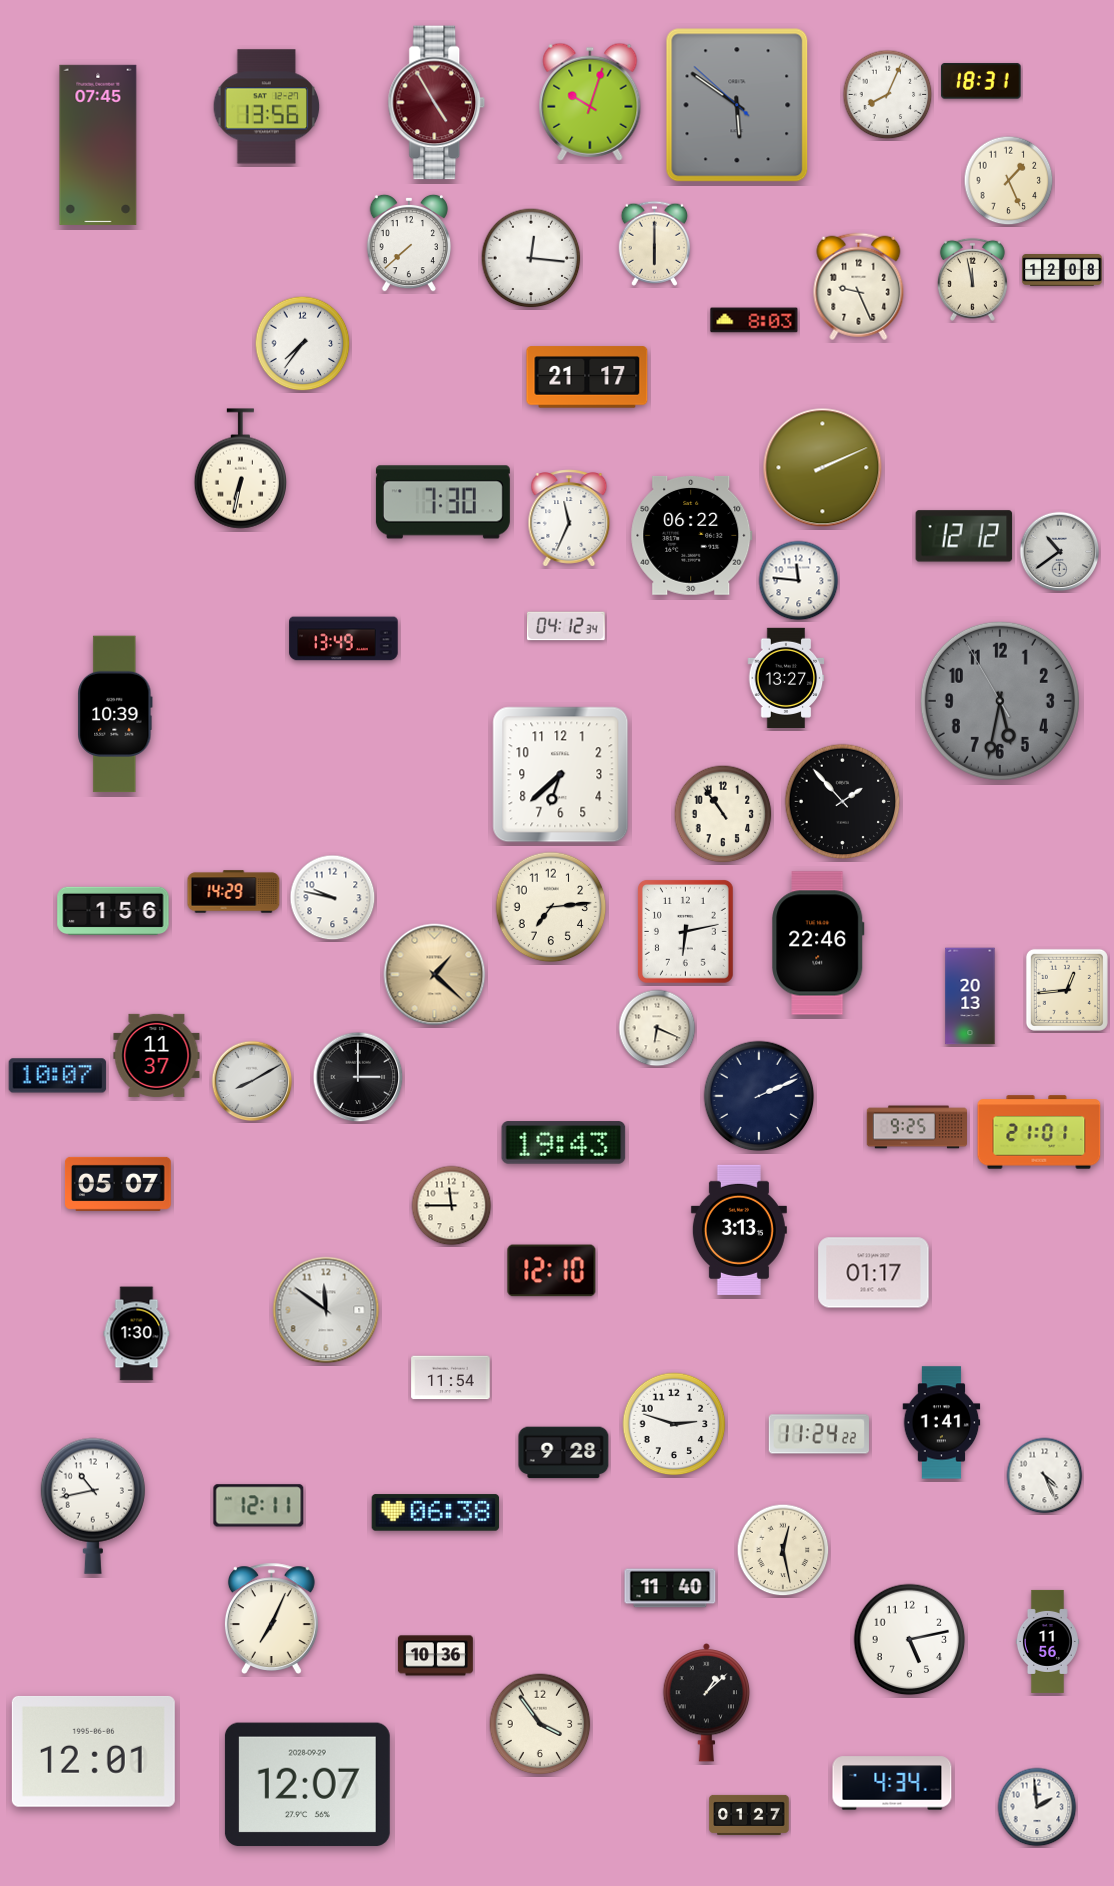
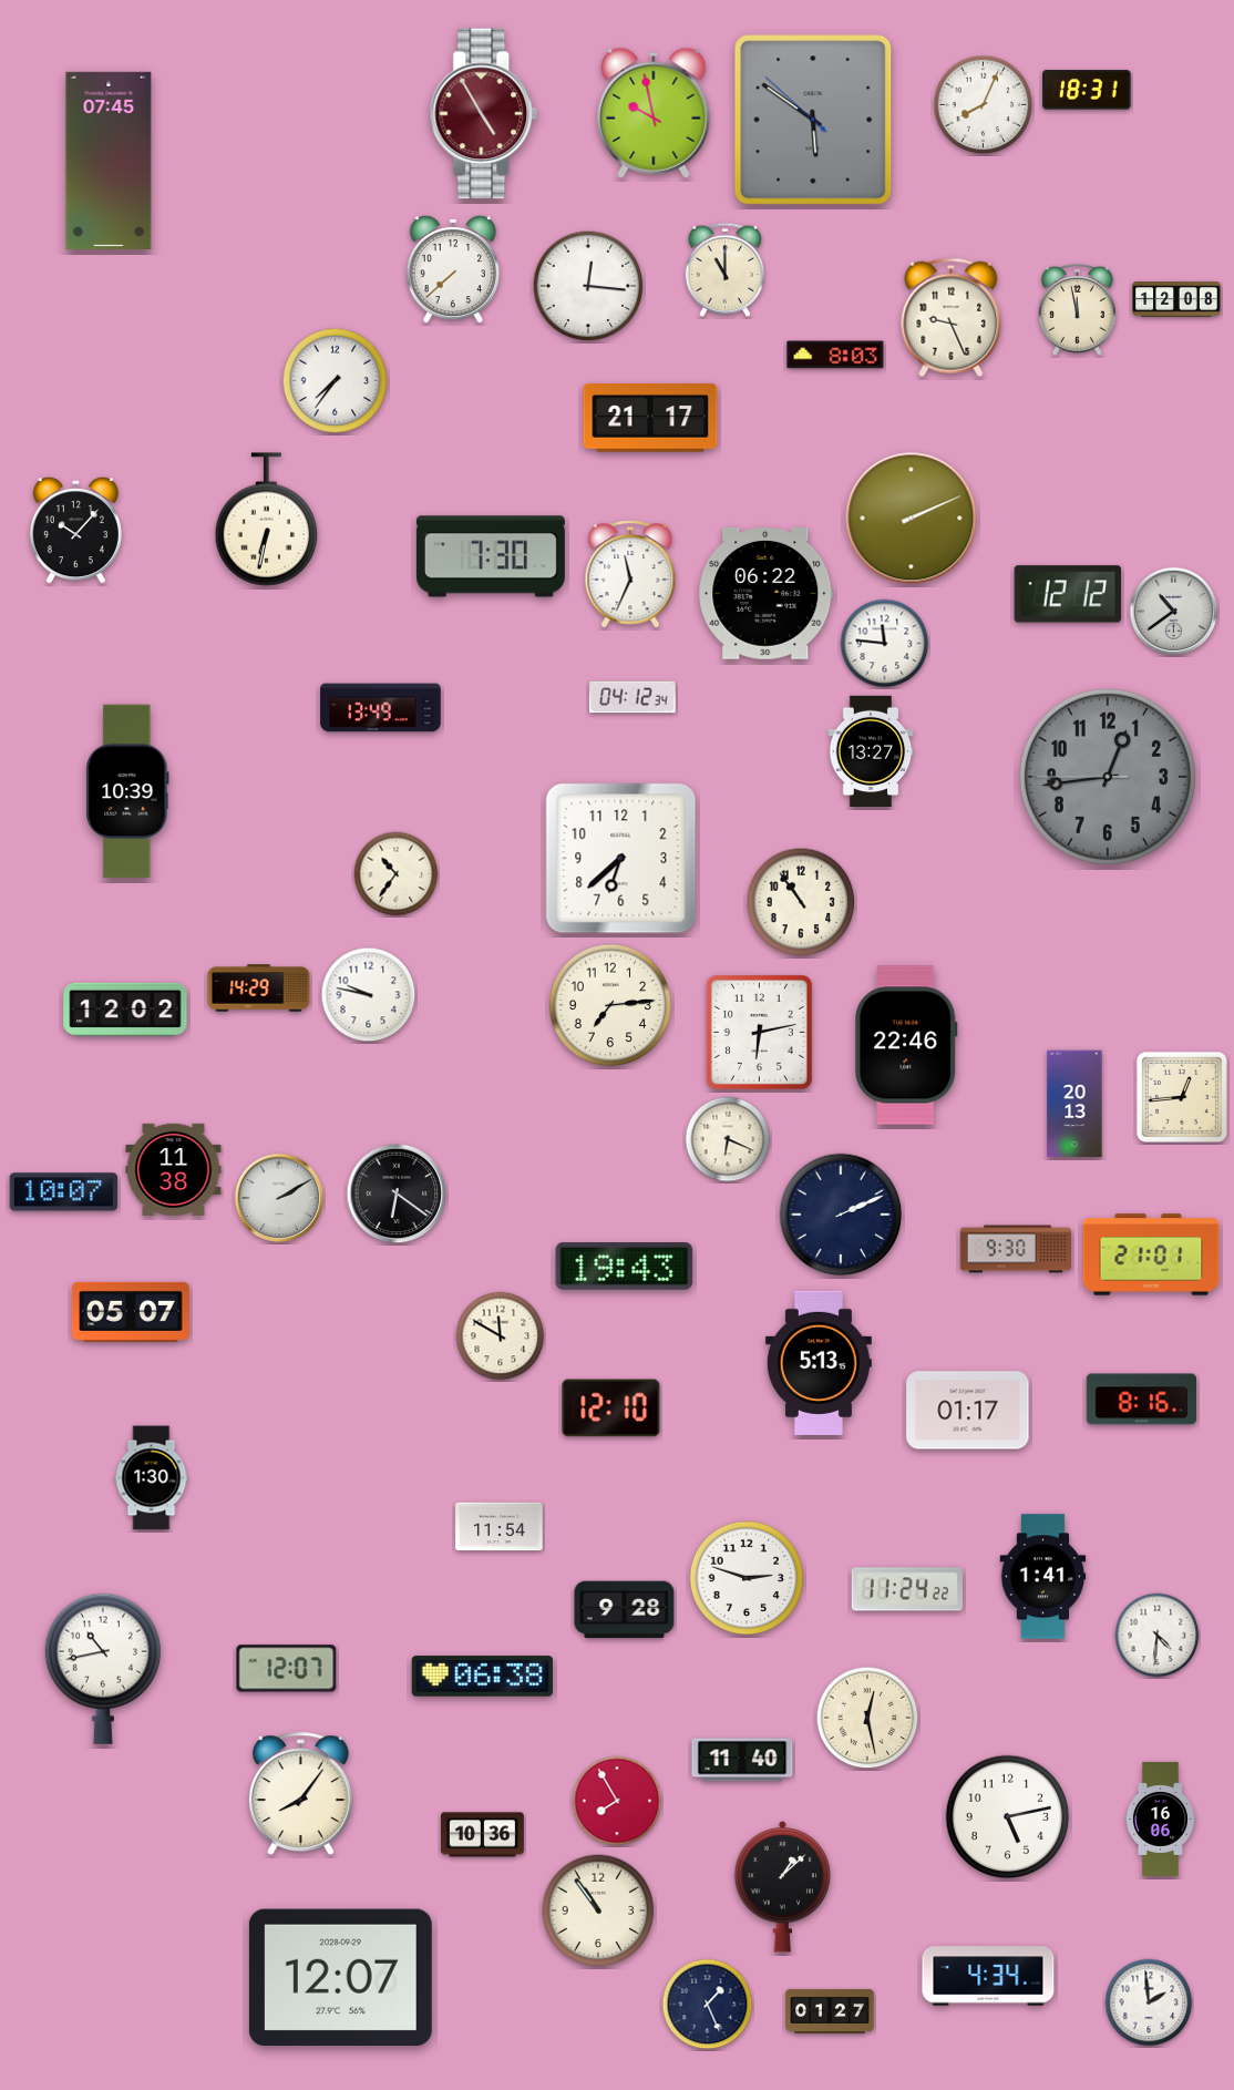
clock at (590, 102): 10:03 -> 9:58
clock at (737, 105) position: (737, 105) -> (813, 120)
clock at (267, 107): 13:56 -> none
clock at (1009, 181): 1:26 -> none
clock at (654, 243): 6:00 -> 11:00
clock at (75, 531): none -> 10:07
clock at (566, 626) position: (566, 626) -> (633, 697)
clock at (1000, 701): 5:31 -> 12:43
clock at (397, 874): none -> 10:36
clock at (843, 802): 1:53 -> none
clock at (113, 911): 1:56 -> 12:02
clock at (435, 975): 1:22 -> none
clock at (157, 1055): 11:37 -> 11:38
clock at (358, 1077): 3:00 -> 6:21
clock at (252, 1081): 8:10 -> 2:10
clock at (917, 1127): 9:25 -> 9:30
clock at (452, 1206): 11:45 -> 11:50
clock at (739, 1230): 3:13 -> 5:13
clock at (1141, 1400): none -> 8:16
clock at (326, 1310): 11:51 -> none
clock at (1045, 1476): 4:26 -> 4:31
clock at (259, 1506): 12:11 -> 12:07
clock at (271, 1618): 7:04 -> 8:06
clock at (617, 1801): none -> 7:55
clock at (1047, 1641): 11:56 -> 16:06
clock at (540, 1724): 3:54 -> 10:54
clock at (93, 1751): 12:01 -> none
clock at (708, 2005): none -> 1:26
